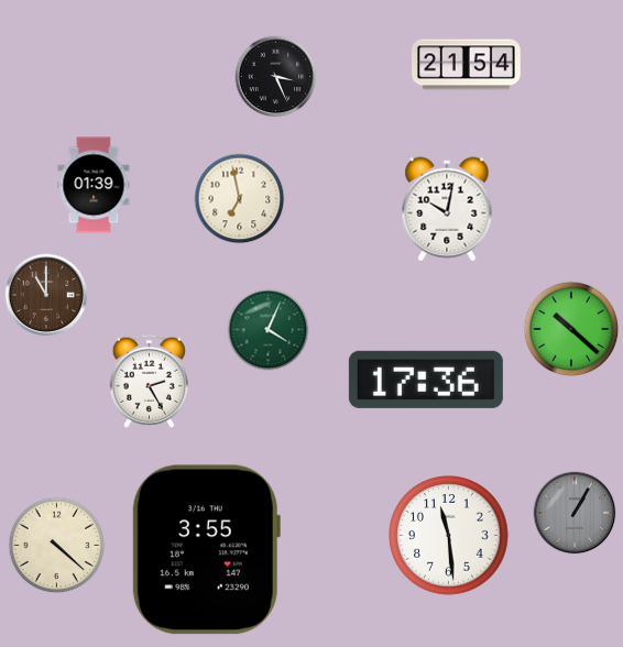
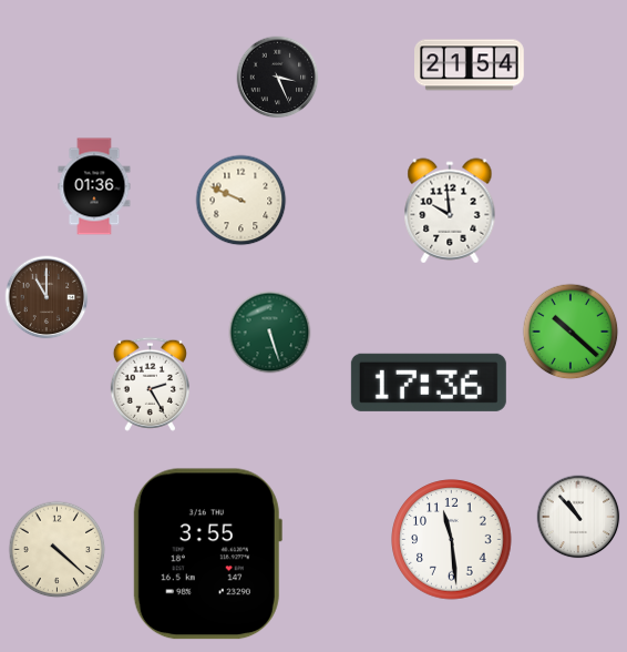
clock at (94, 185): 01:39 -> 01:36
clock at (240, 199): 6:58 -> 9:49
clock at (447, 209): 10:02 -> 9:59
clock at (571, 329) position: (571, 329) -> (571, 332)
clock at (269, 330): 4:04 -> 5:27
clock at (575, 513): 1:05 -> 10:53
clock at (575, 513) dial: grey -> white
